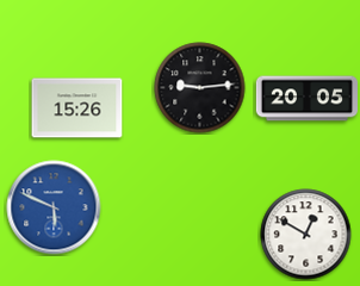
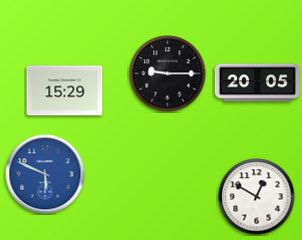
clock at (200, 88): 9:14 -> 9:15
clock at (77, 108): 15:26 -> 15:29
